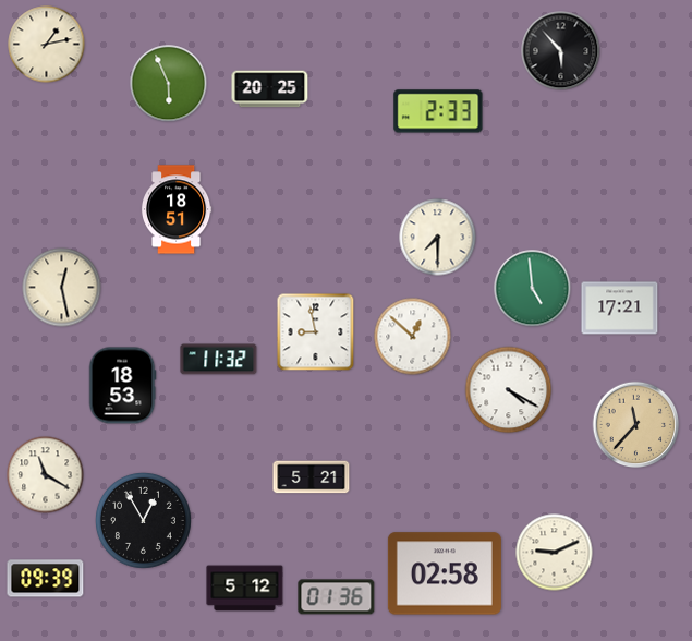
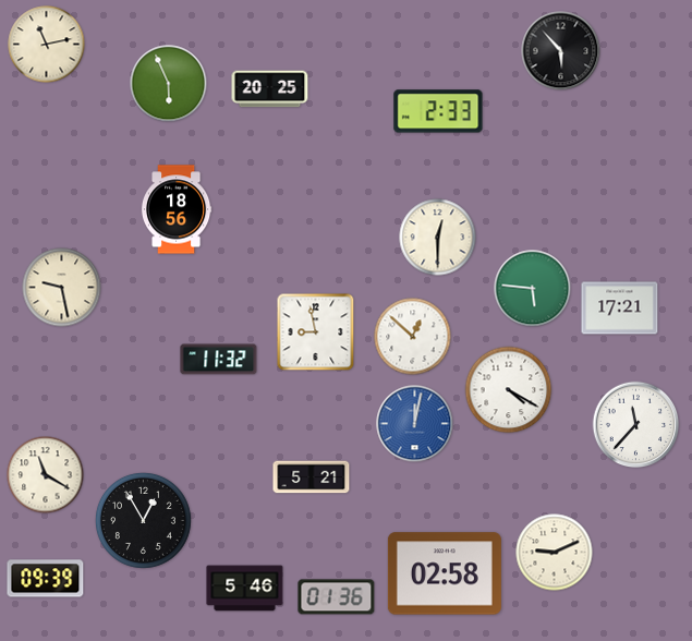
clock at (47, 45): 1:13 -> 11:13
clock at (177, 209): 18:51 -> 18:56
clock at (438, 238): 7:30 -> 12:30
clock at (62, 288): 12:28 -> 9:28
clock at (533, 289): 4:59 -> 5:46
clock at (122, 386): 18:53 -> none
clock at (415, 424): none -> 12:02
clock at (636, 425) dial: champagne -> white
clock at (245, 589): 5:12 -> 5:46
